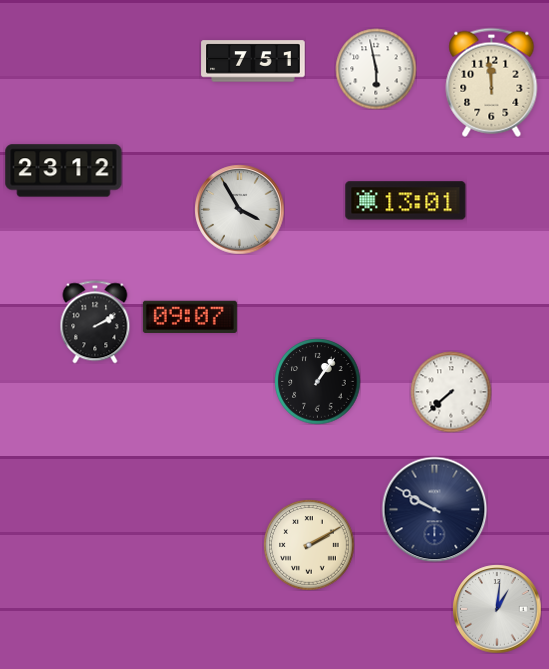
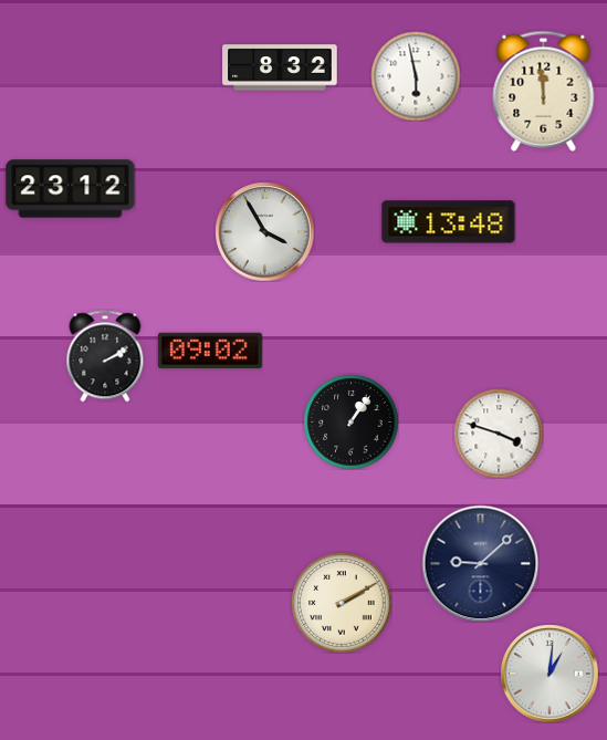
clock at (253, 61): 7:51 -> 8:32
clock at (406, 201): 13:01 -> 13:48
clock at (190, 317): 09:07 -> 09:02
clock at (451, 392): 7:38 -> 3:48
clock at (434, 509): 9:50 -> 9:08
